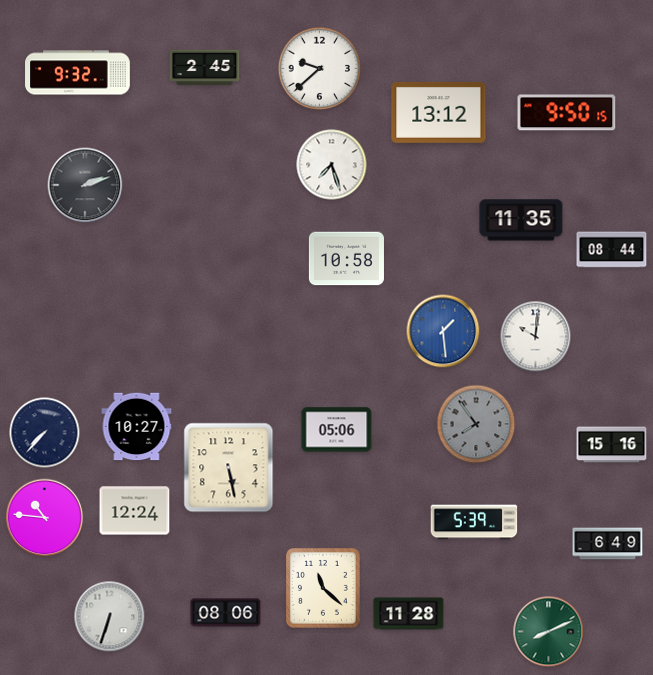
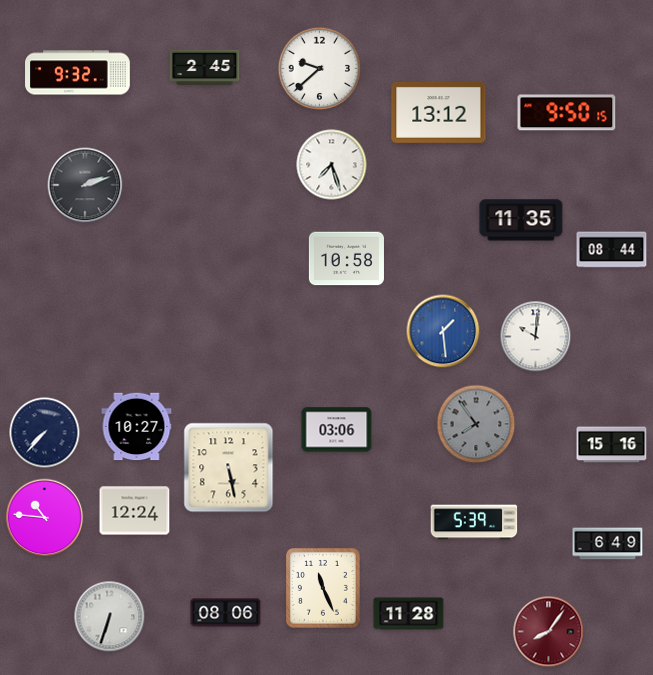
clock at (337, 430): 05:06 -> 03:06
clock at (323, 589): 11:22 -> 11:26
clock at (549, 632): 8:11 -> 8:06
clock at (549, 632) dial: green -> burgundy
